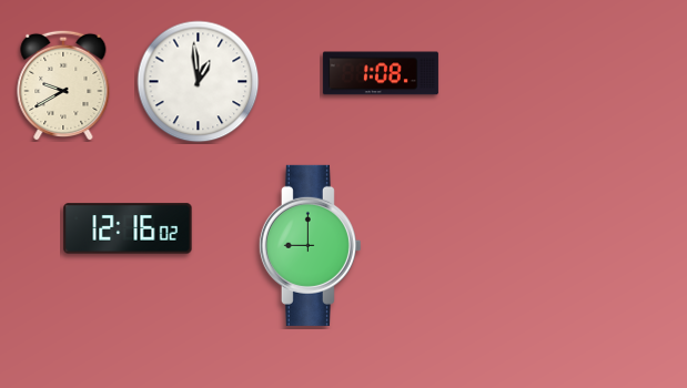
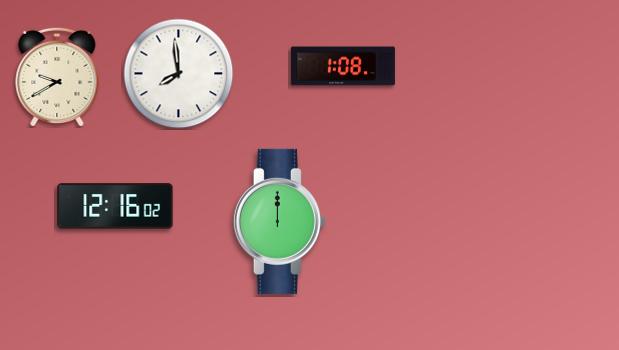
clock at (199, 82): 12:59 -> 7:59
clock at (310, 245): 9:00 -> 12:00
